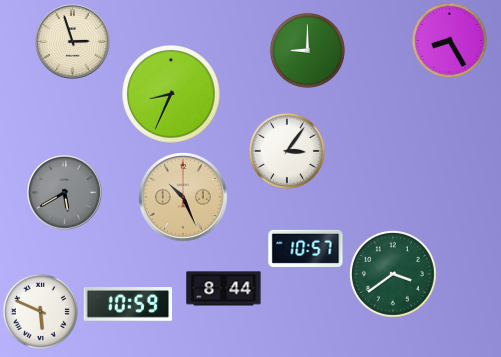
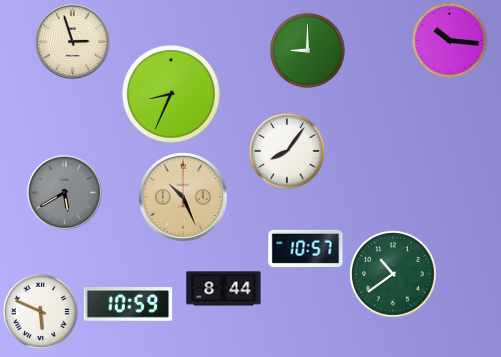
clock at (449, 40): 8:25 -> 10:16
clock at (287, 151): 3:06 -> 8:06
clock at (394, 275): 3:39 -> 10:39
